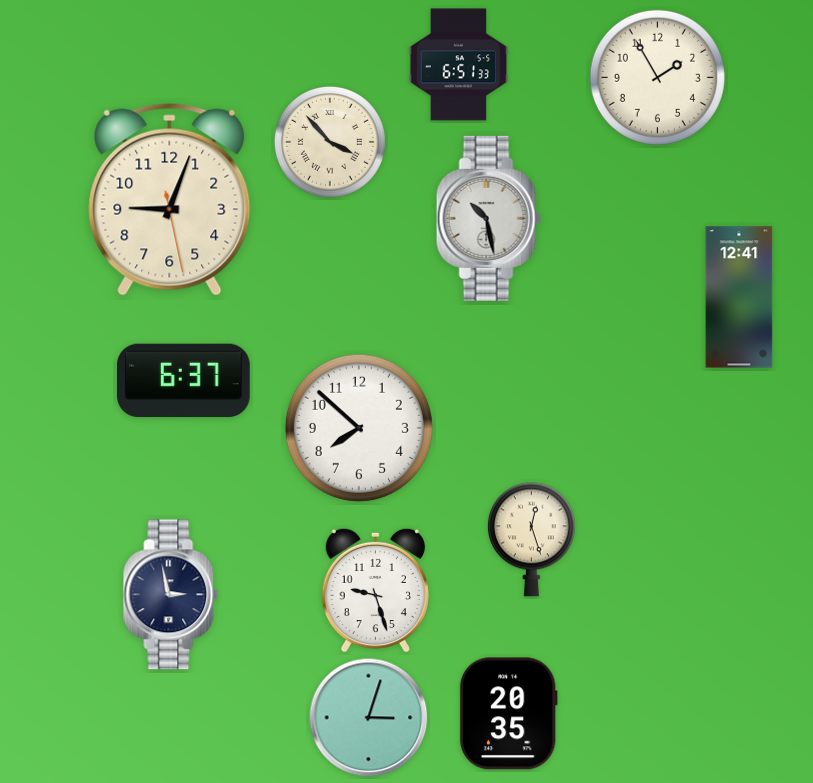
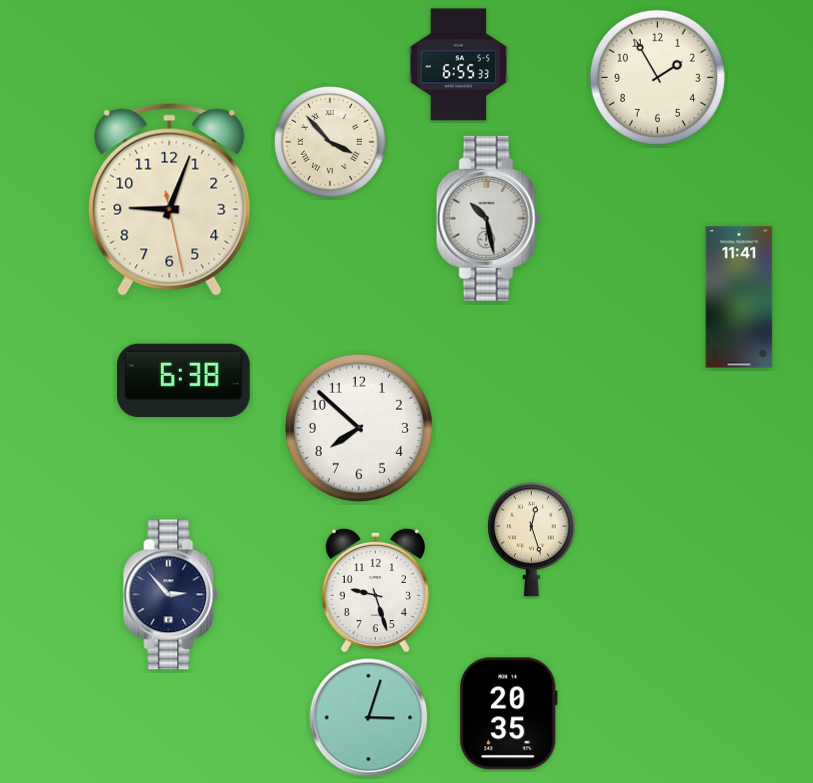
clock at (459, 65): 6:51 -> 6:55
clock at (739, 297): 12:41 -> 11:41
clock at (184, 381): 6:37 -> 6:38
clock at (171, 595): 2:58 -> 2:53
